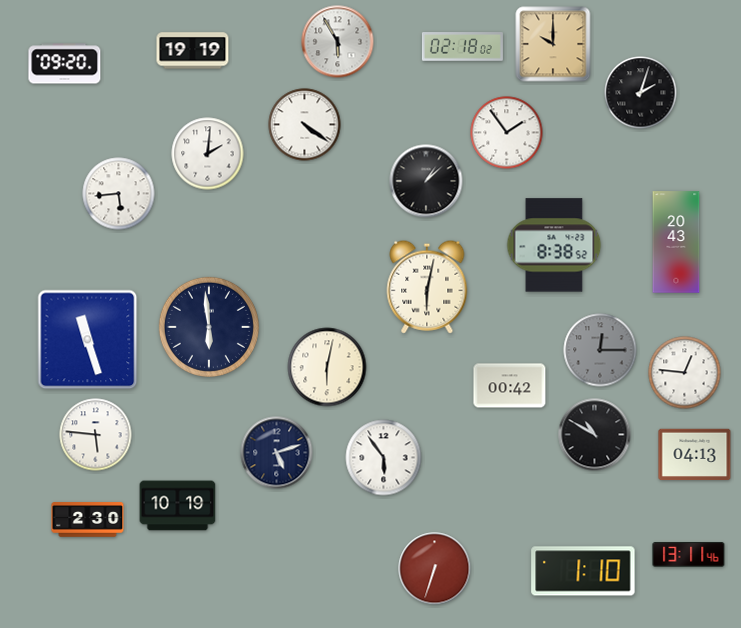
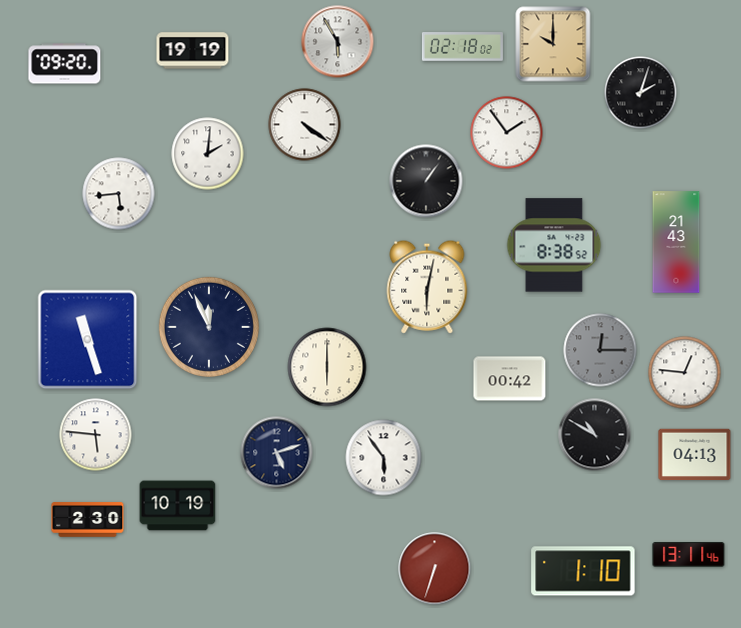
clock at (426, 181): 1:08 -> 1:06
clock at (676, 242): 20:43 -> 21:43
clock at (209, 327): 5:59 -> 11:56
clock at (327, 367): 6:02 -> 6:00
clock at (510, 386) position: (510, 386) -> (510, 379)
